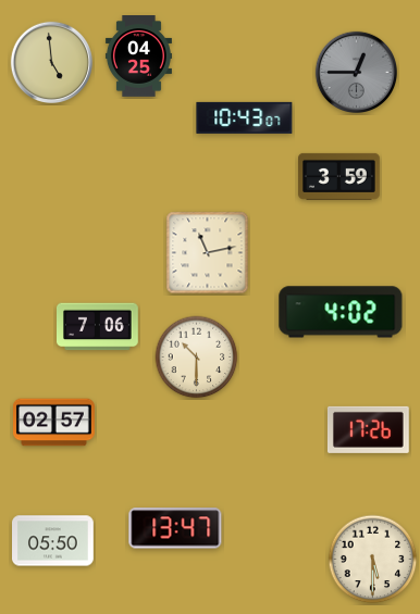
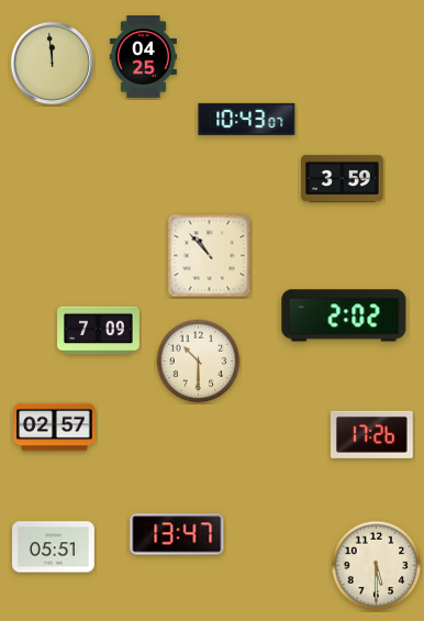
clock at (138, 57) position: (138, 57) -> (143, 57)
clock at (51, 62): 4:59 -> 11:59
clock at (356, 72): 12:45 -> none
clock at (208, 253): 11:13 -> 10:53
clock at (341, 312): 4:02 -> 2:02
clock at (98, 327): 7:06 -> 7:09
clock at (53, 541): 05:50 -> 05:51
